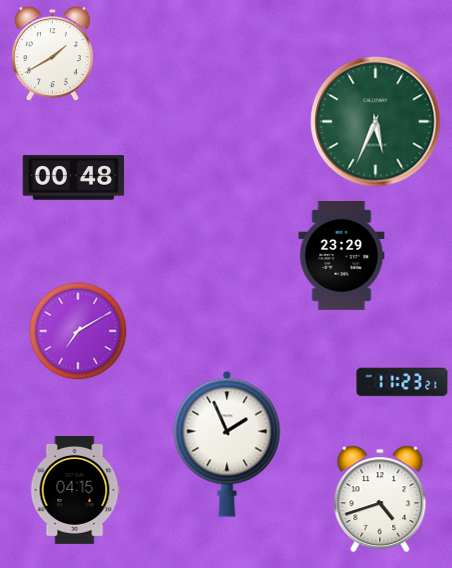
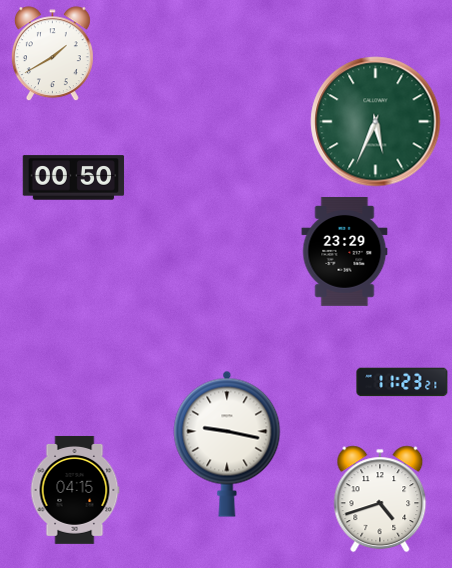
clock at (74, 178): 00:48 -> 00:50
clock at (342, 256) position: (342, 256) -> (345, 252)
clock at (78, 331): 7:10 -> none
clock at (227, 444): 1:56 -> 9:17
